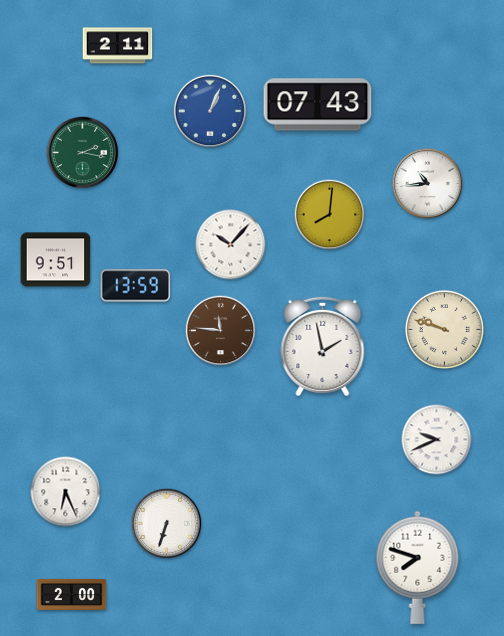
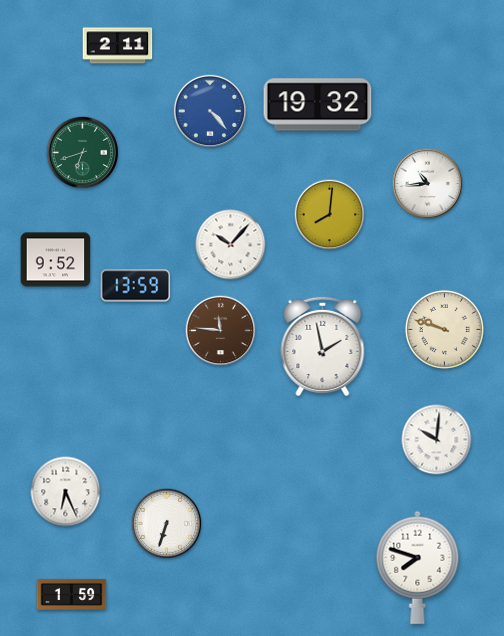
clock at (318, 105): 07:43 -> 19:32
clock at (209, 110): 1:04 -> 4:23
clock at (83, 153): 2:17 -> 6:42
clock at (56, 260): 9:51 -> 9:52
clock at (437, 440): 9:41 -> 10:01
clock at (72, 594): 2:00 -> 1:59
